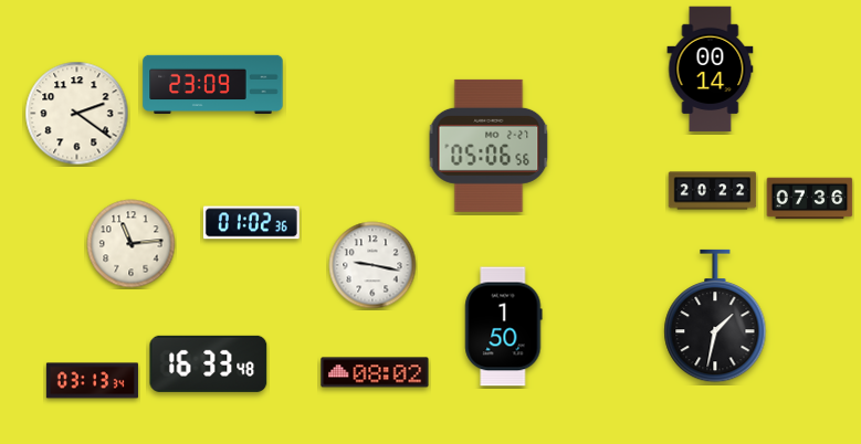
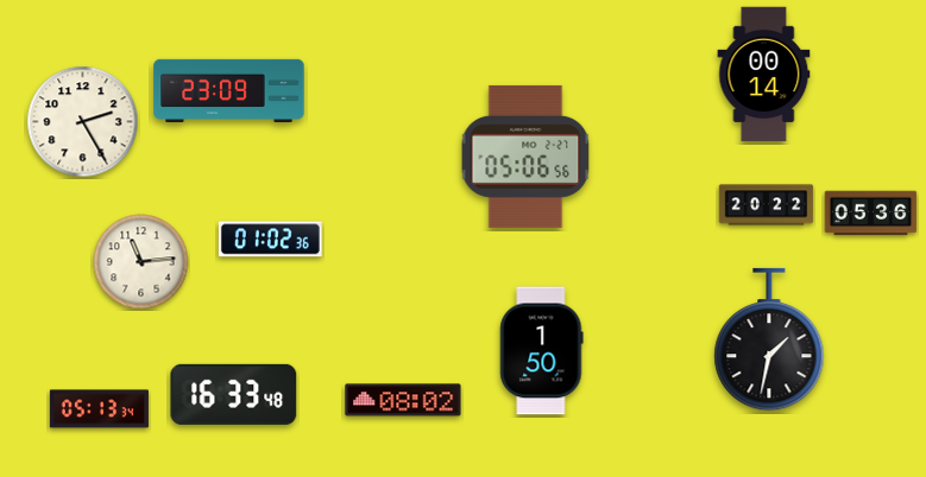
clock at (77, 114): 2:21 -> 2:25
clock at (810, 199): 07:36 -> 05:36
clock at (372, 265): 9:17 -> none
clock at (209, 363) position: (209, 363) -> (234, 394)
clock at (92, 381): 03:13 -> 05:13
